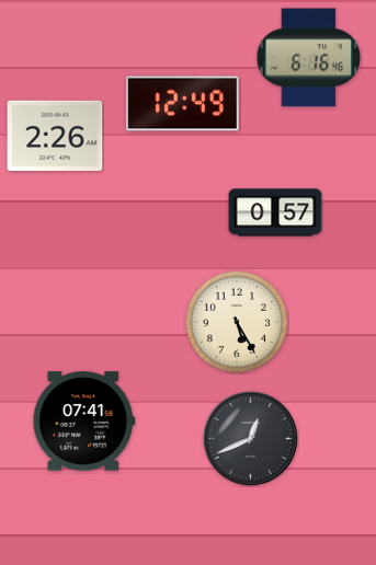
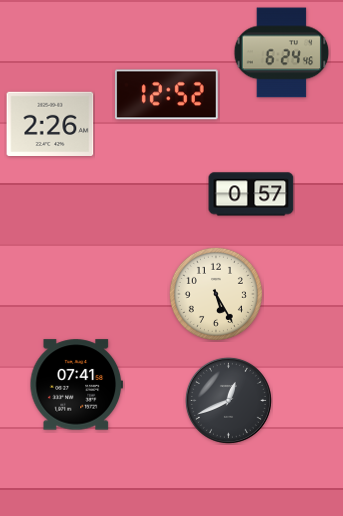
clock at (309, 58): 6:16 -> 6:24
clock at (182, 104): 12:49 -> 12:52
